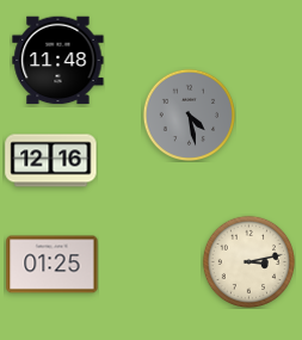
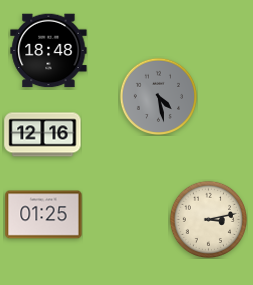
clock at (58, 61): 11:48 -> 18:48
clock at (53, 265) position: (53, 265) -> (44, 215)
